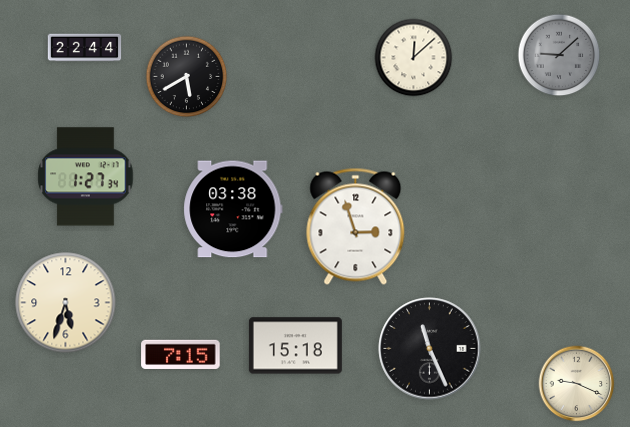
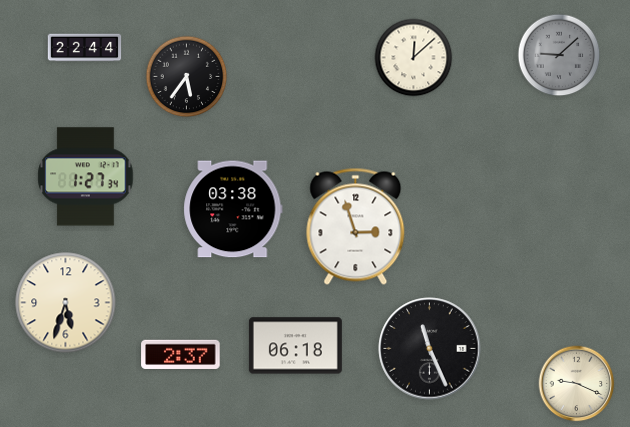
clock at (187, 77): 5:40 -> 5:36
clock at (295, 346): 15:18 -> 06:18
clock at (181, 354): 7:15 -> 2:37
